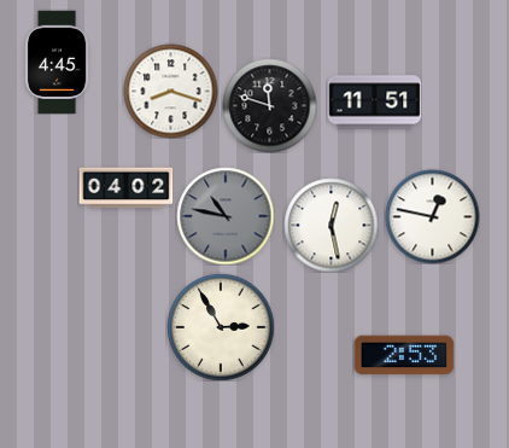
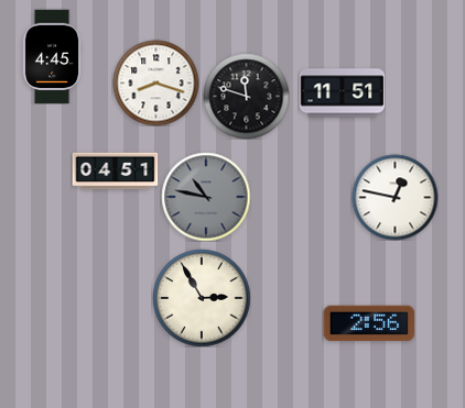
clock at (125, 188): 04:02 -> 04:51
clock at (330, 225): 12:28 -> none
clock at (404, 355): 2:53 -> 2:56
